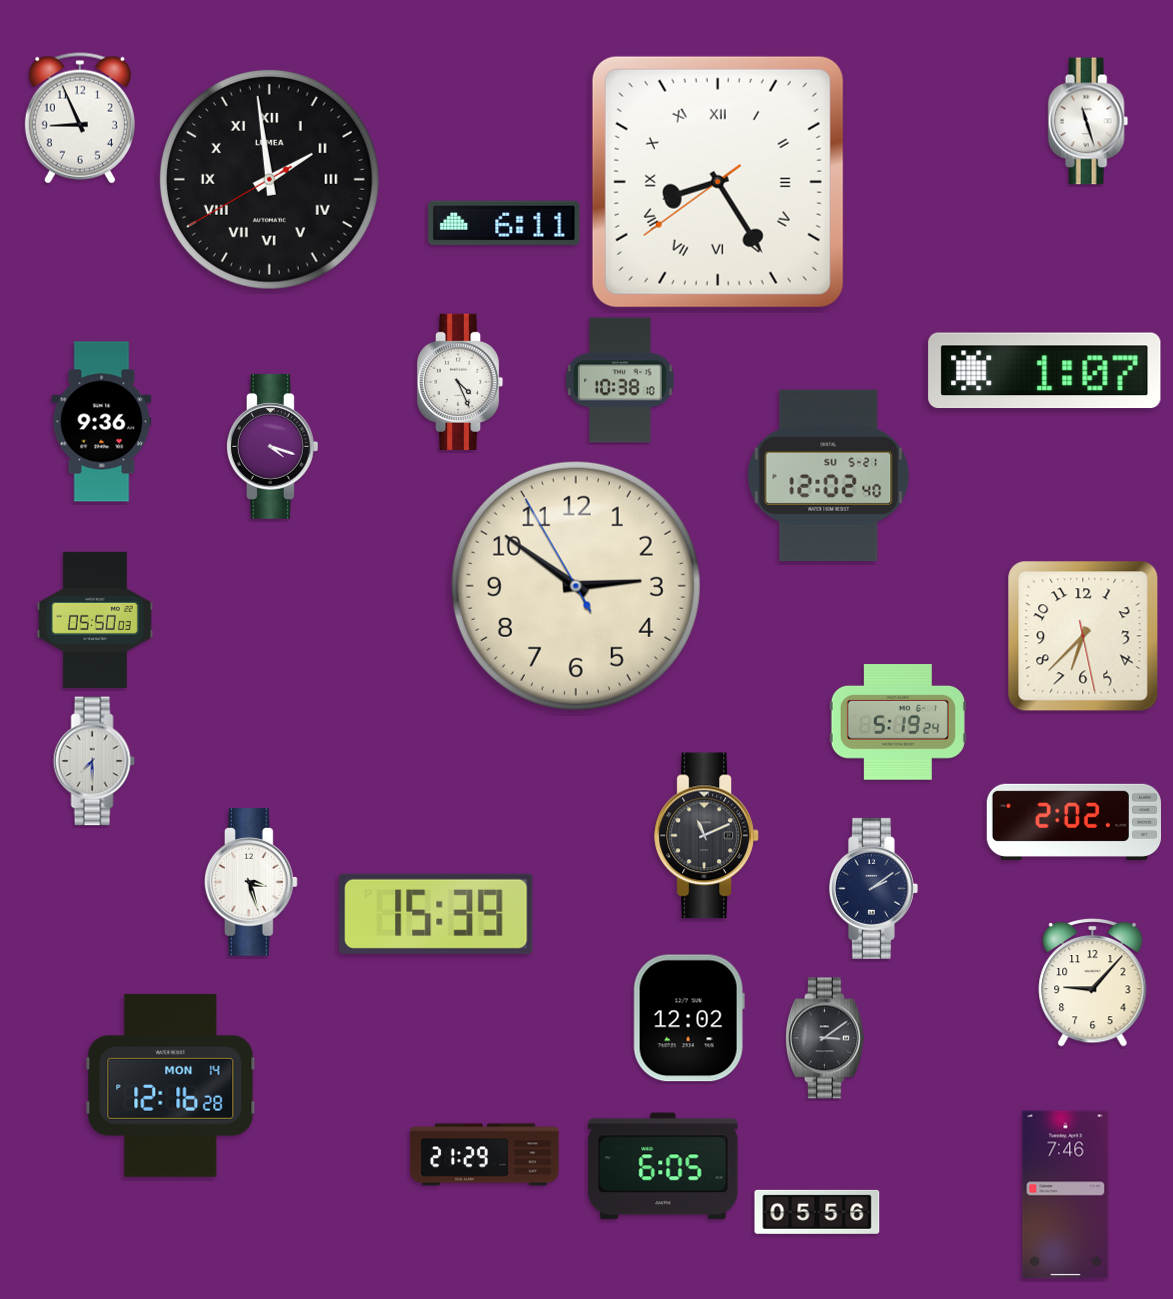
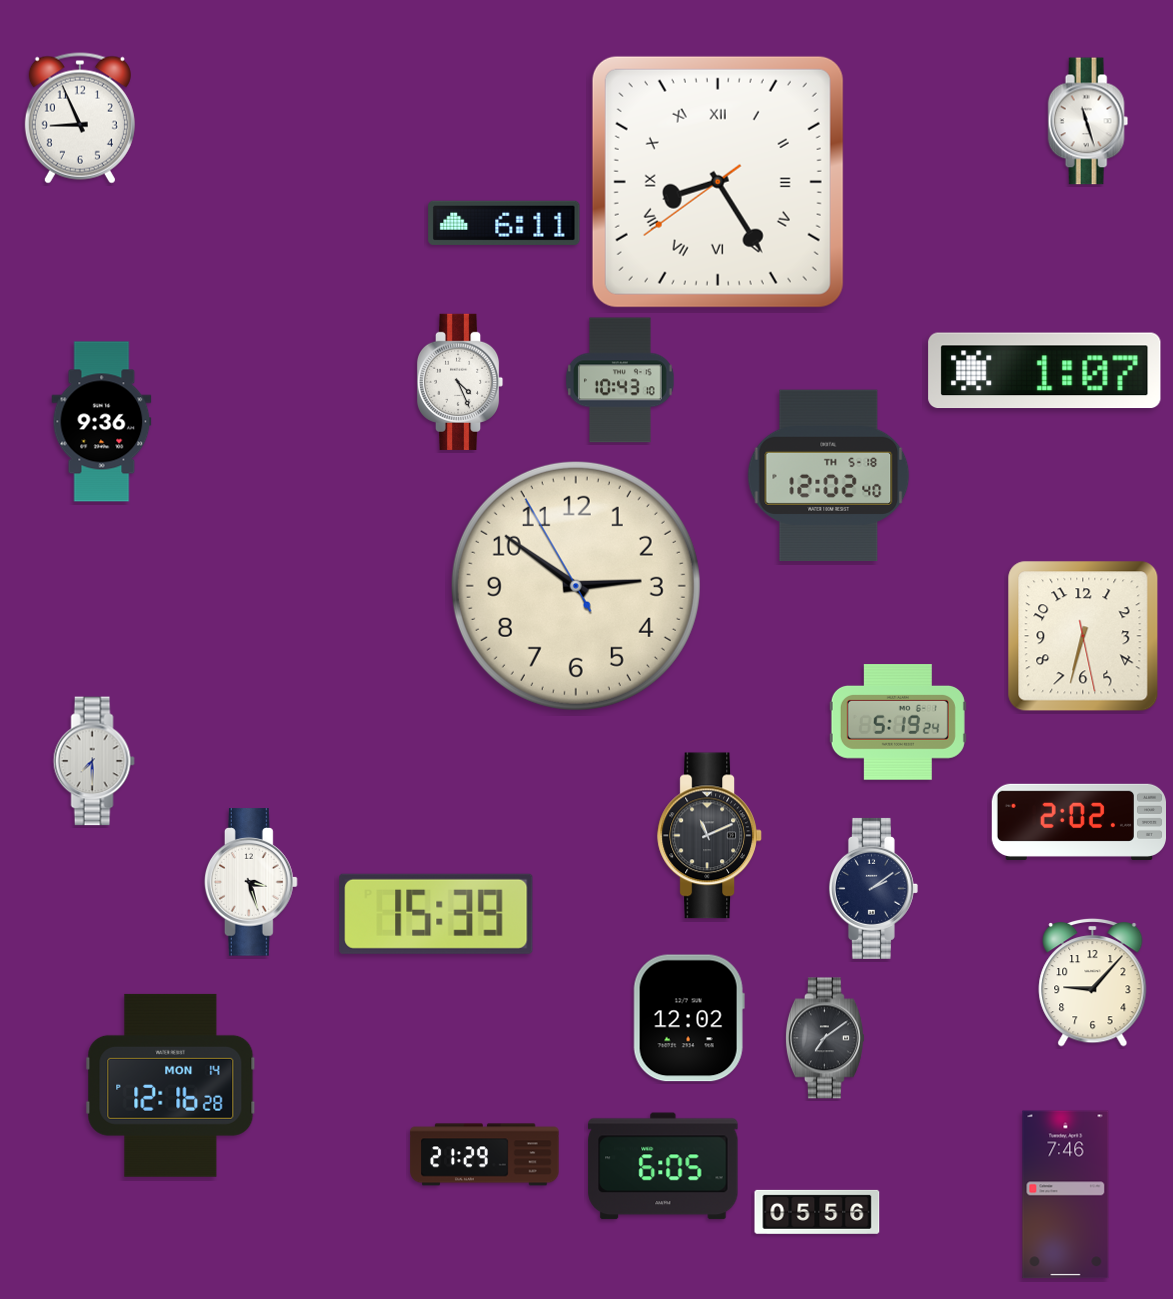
clock at (269, 179): 1:58 -> none
clock at (620, 380): 10:38 -> 10:43
clock at (272, 447): 4:18 -> none
clock at (829, 476) date: SU 5-21 -> TH 5-18
clock at (95, 620): 05:50 -> none
clock at (1083, 636): 6:37 -> 6:32
clock at (1073, 822) position: (1073, 822) -> (1078, 822)
clock at (707, 836) position: (707, 836) -> (710, 836)
clock at (825, 1038): 3:09 -> 7:09
